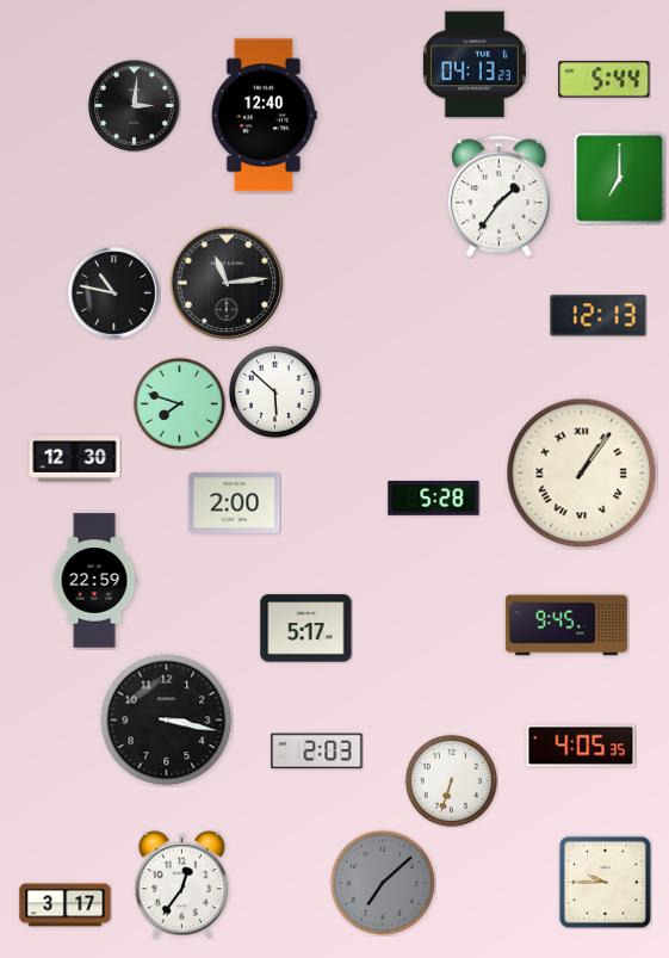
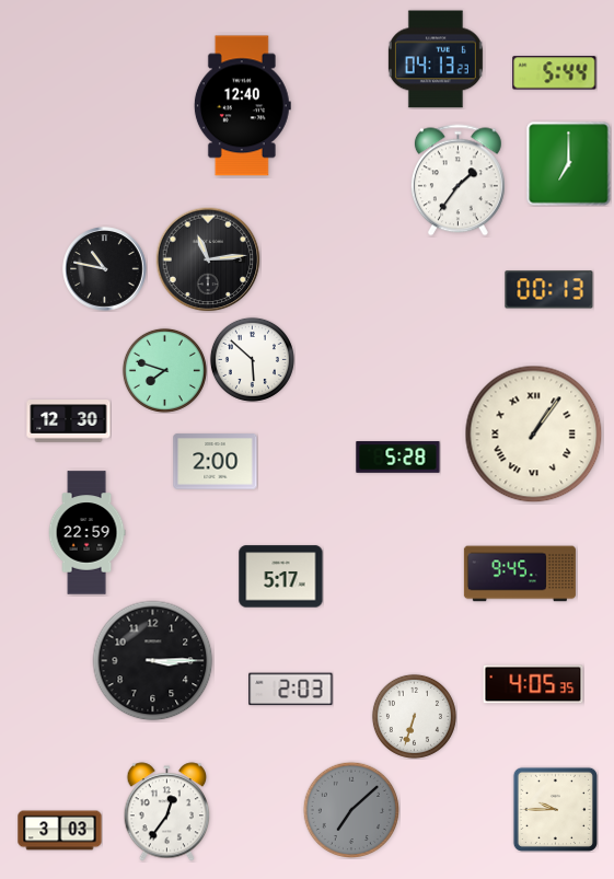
clock at (135, 106): 3:01 -> none
clock at (599, 316): 12:13 -> 00:13
clock at (167, 721): 3:17 -> 3:15
clock at (66, 906): 3:17 -> 3:03
